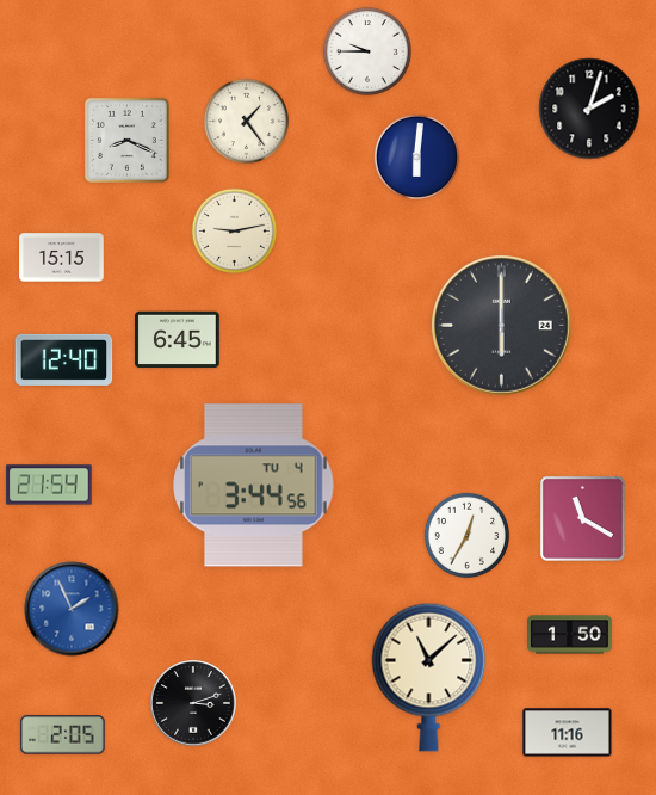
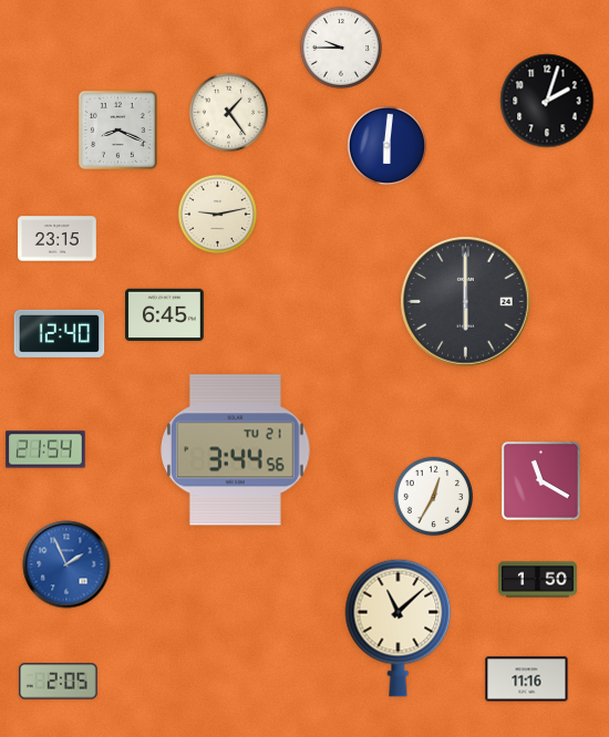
clock at (62, 258): 15:15 -> 23:15
clock at (254, 486) date: TU 4 -> TU 21
clock at (570, 635) position: (570, 635) -> (538, 580)
clock at (193, 703): 3:12 -> none
